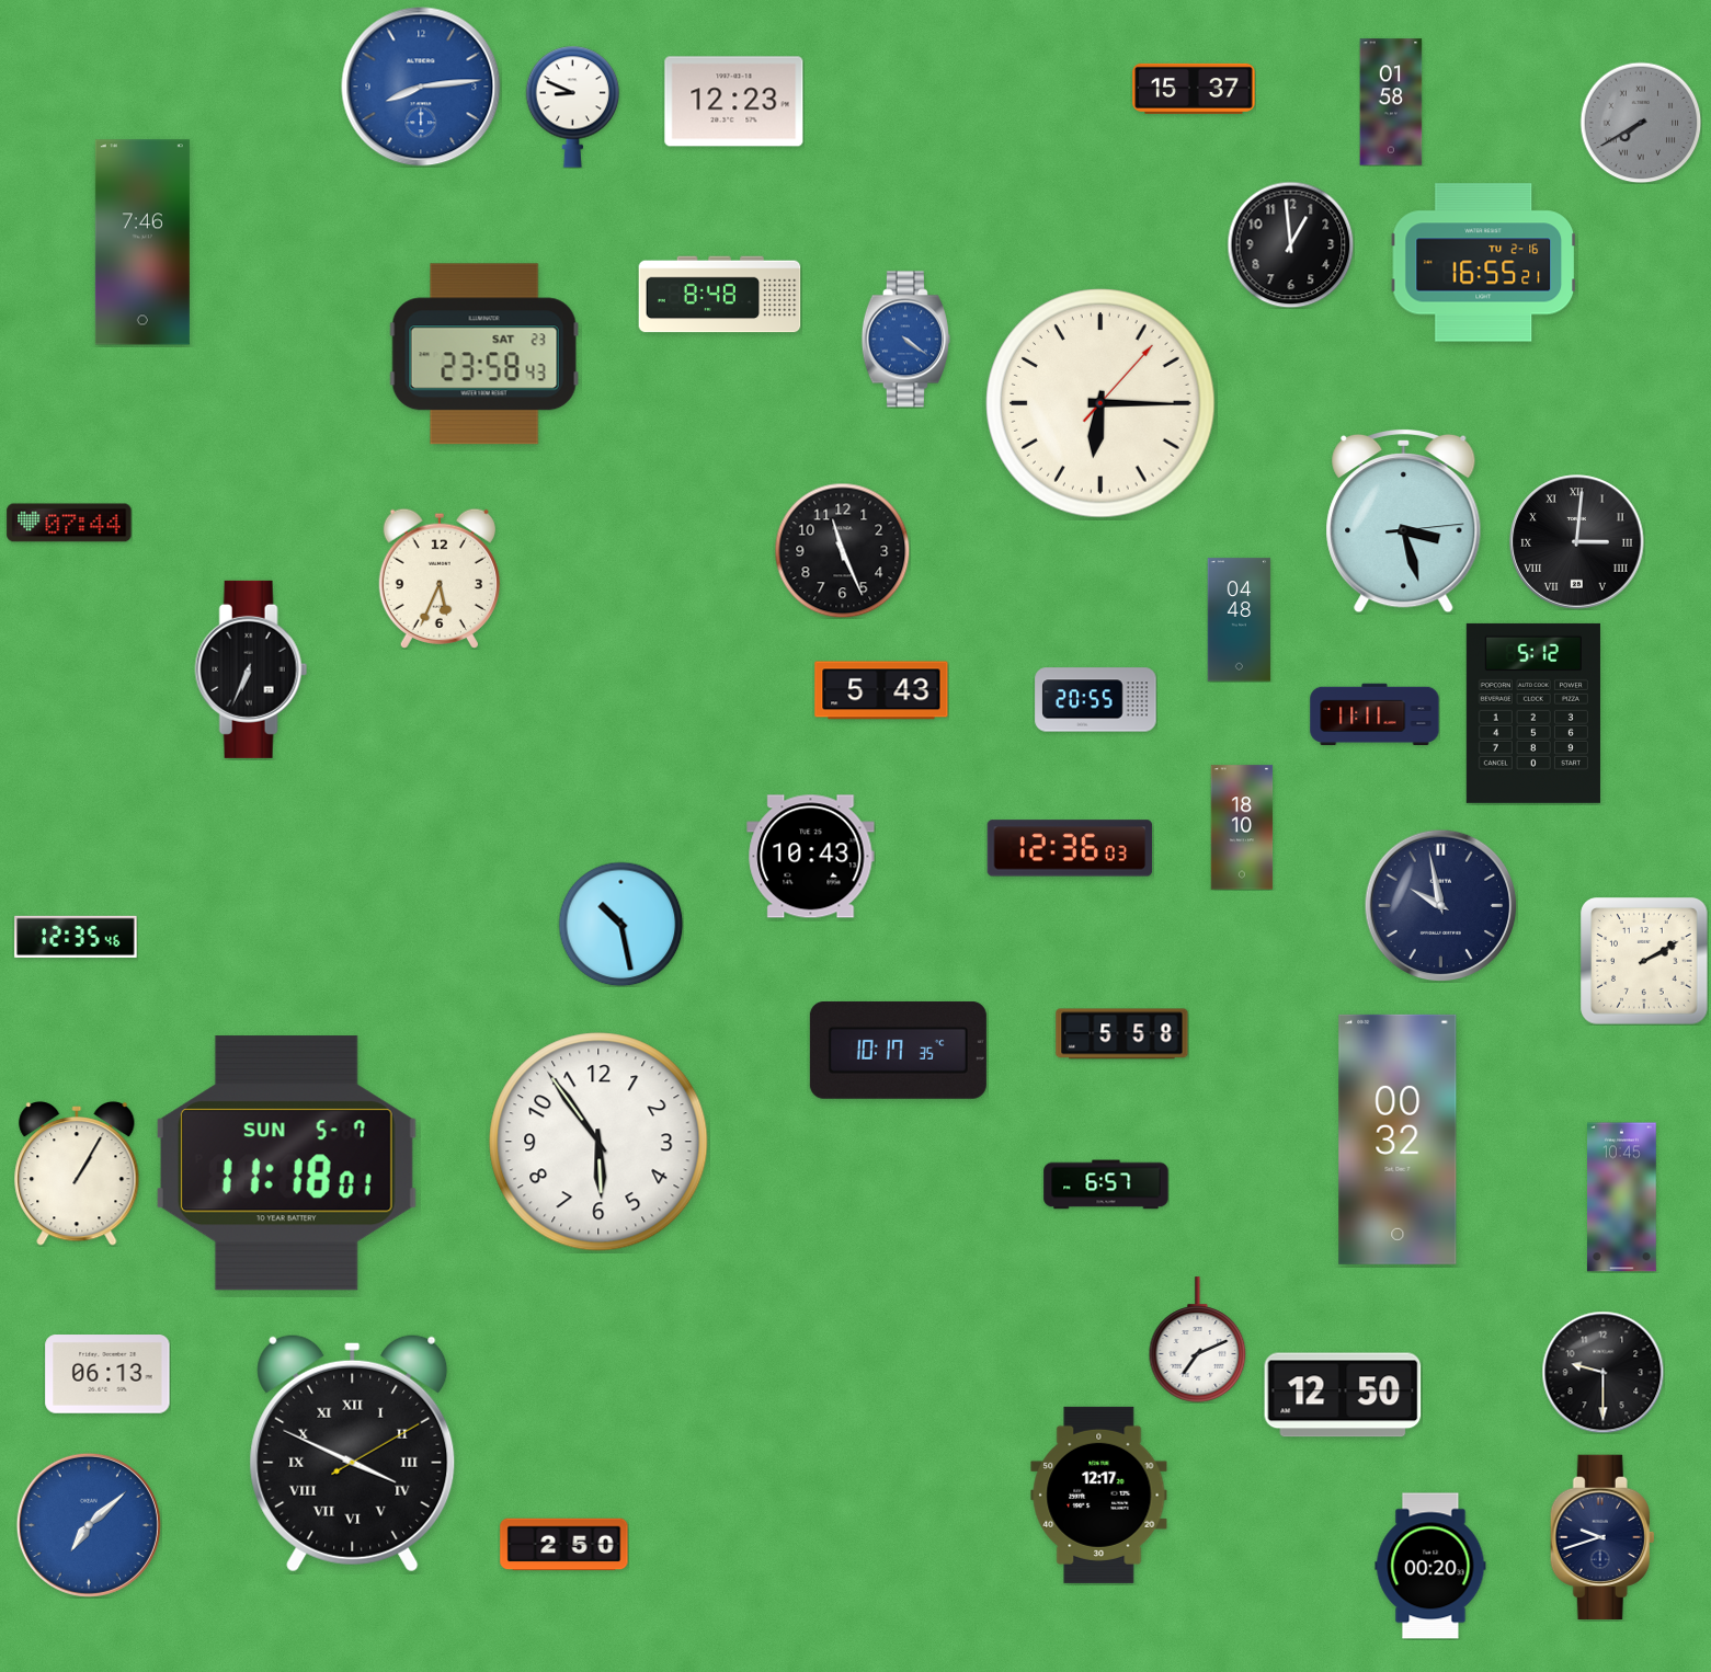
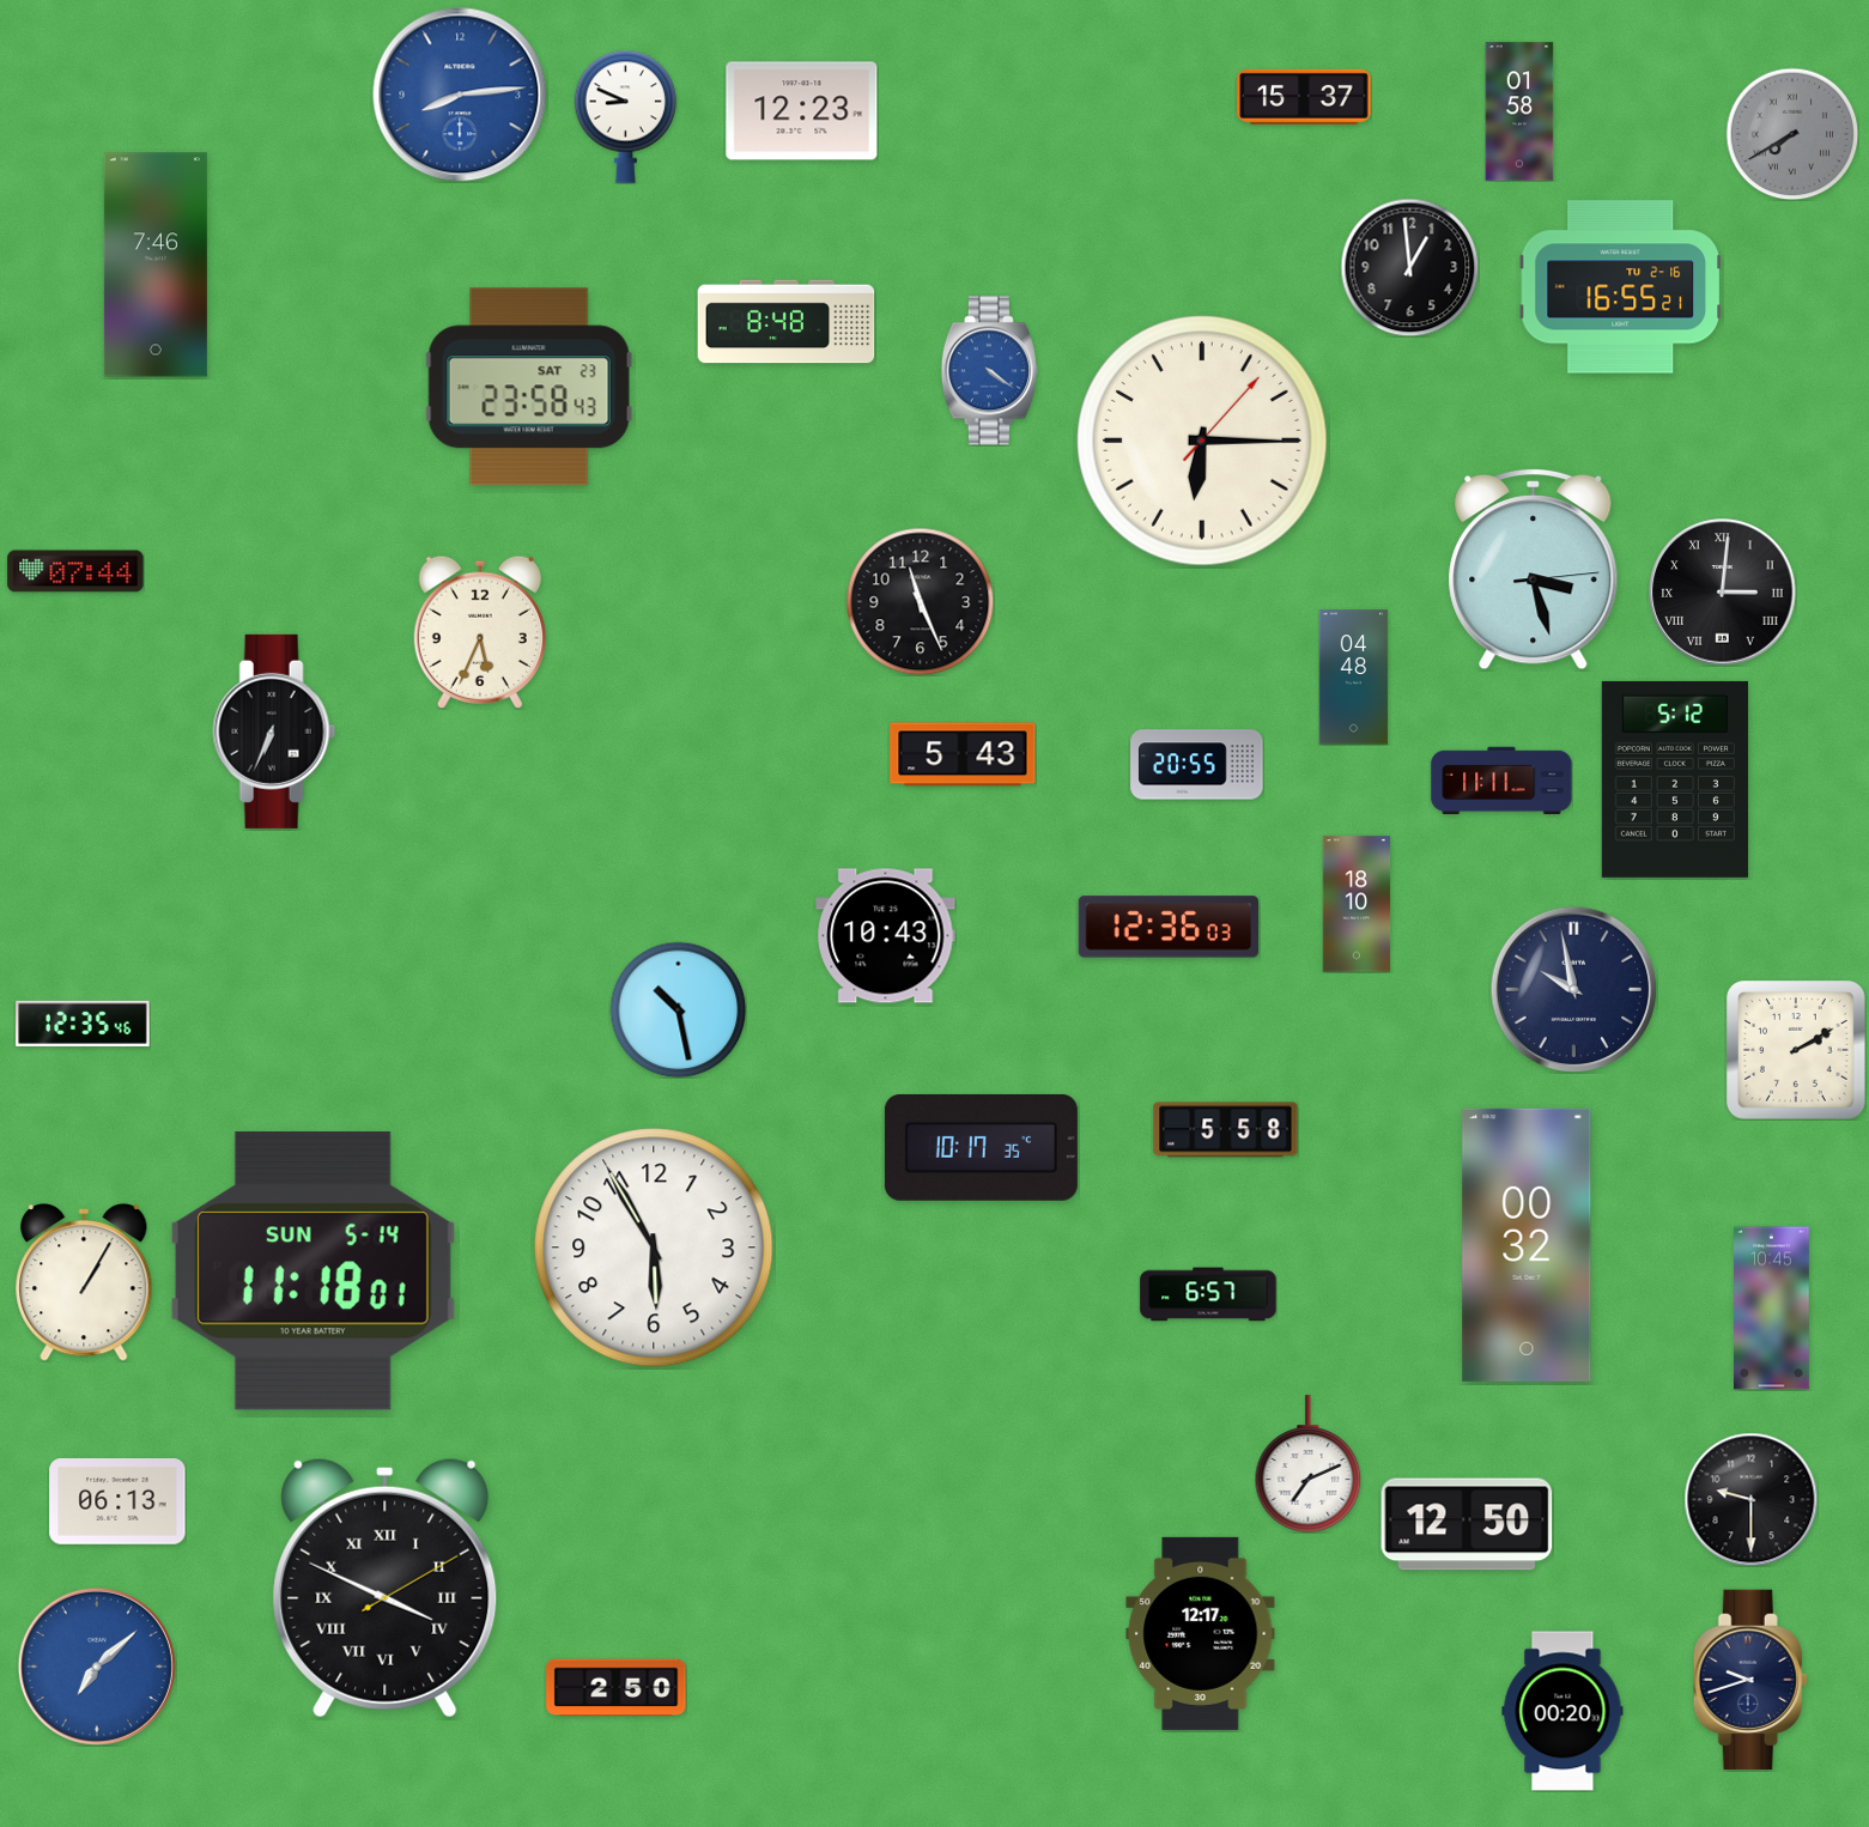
clock at (598, 1142): 5:54 -> 5:55
clock at (286, 1164) date: SUN 5-7 -> SUN 5-14
